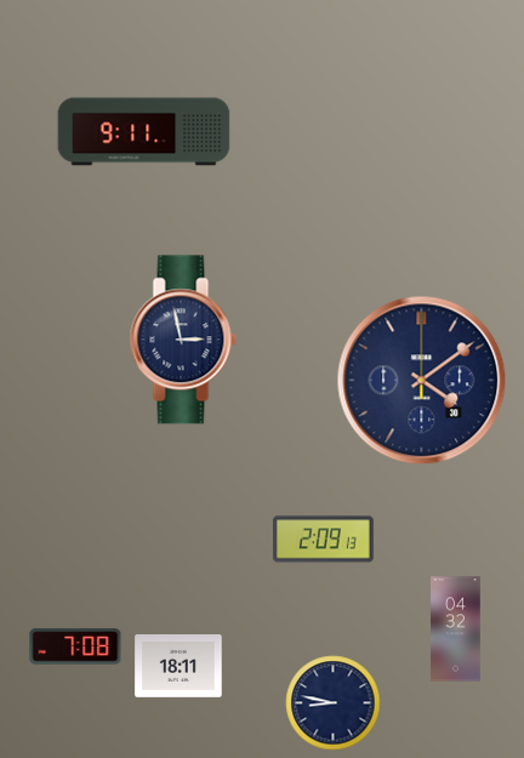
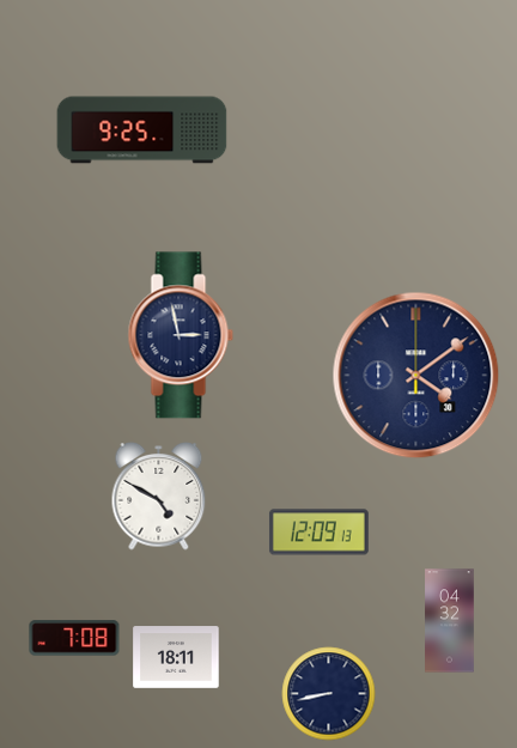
clock at (144, 132): 9:11 -> 9:25
clock at (159, 497): none -> 4:50
clock at (323, 540): 2:09 -> 12:09
clock at (334, 703): 8:47 -> 8:43
